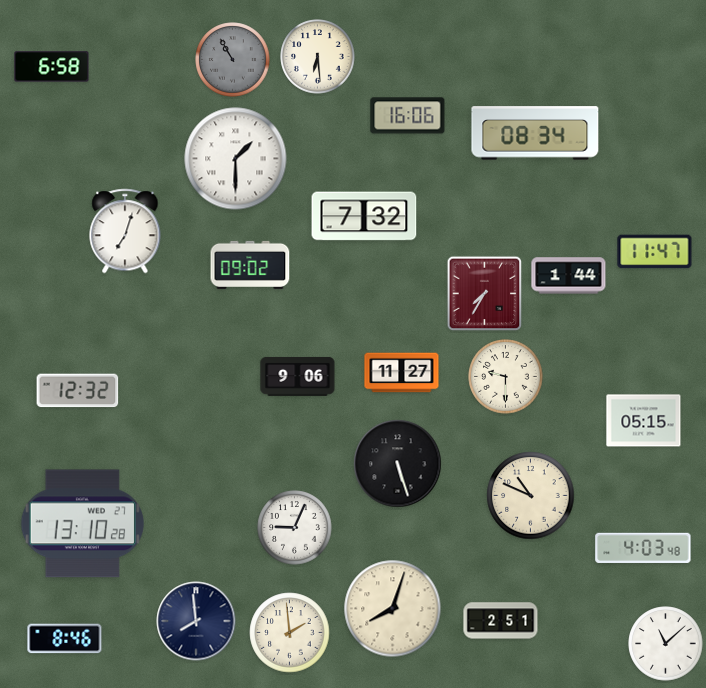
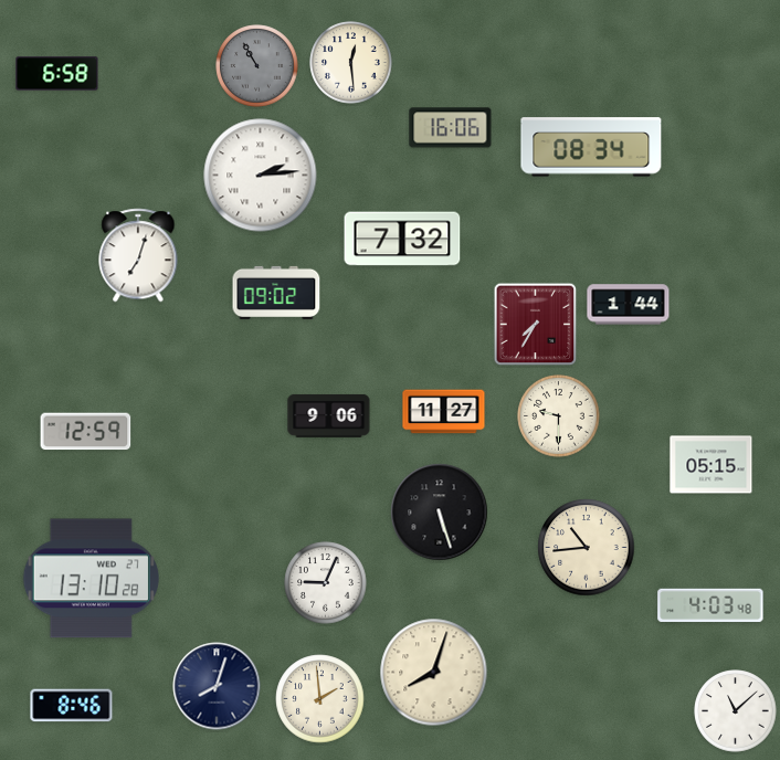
clock at (318, 57): 6:29 -> 12:29
clock at (236, 159): 1:30 -> 2:14
clock at (655, 252): 11:47 -> none
clock at (78, 391): 12:32 -> 12:59
clock at (531, 496): 10:49 -> 10:44
clock at (196, 621): 7:59 -> 8:03
clock at (501, 621): 2:51 -> none
